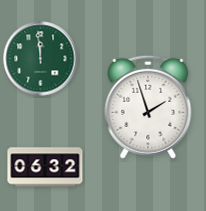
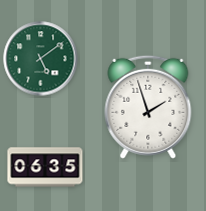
clock at (41, 59): 11:59 -> 5:09
clock at (45, 167): 06:32 -> 06:35
